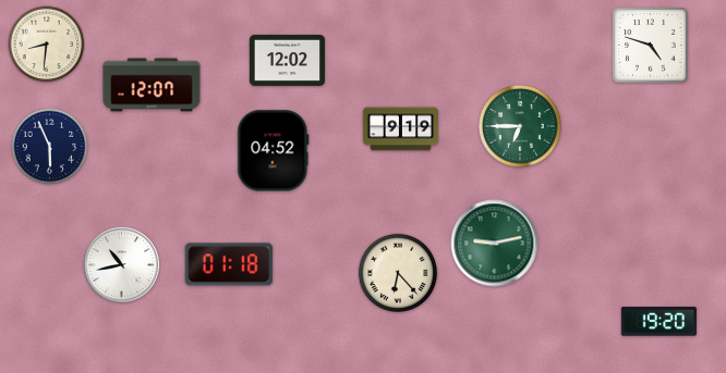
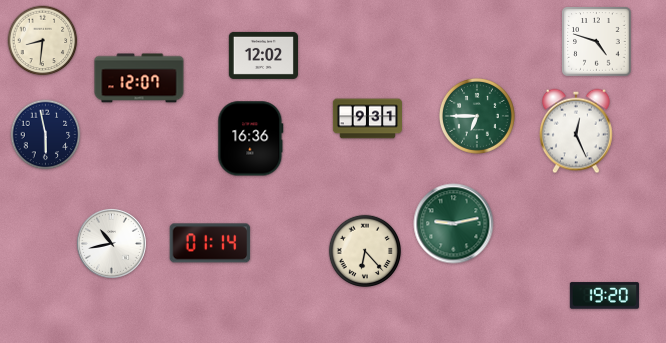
clock at (400, 129): 9:19 -> 9:31
clock at (576, 131): none -> 12:26
clock at (50, 147): 5:56 -> 5:58
clock at (274, 151): 04:52 -> 16:36
clock at (229, 264): 01:18 -> 01:14
